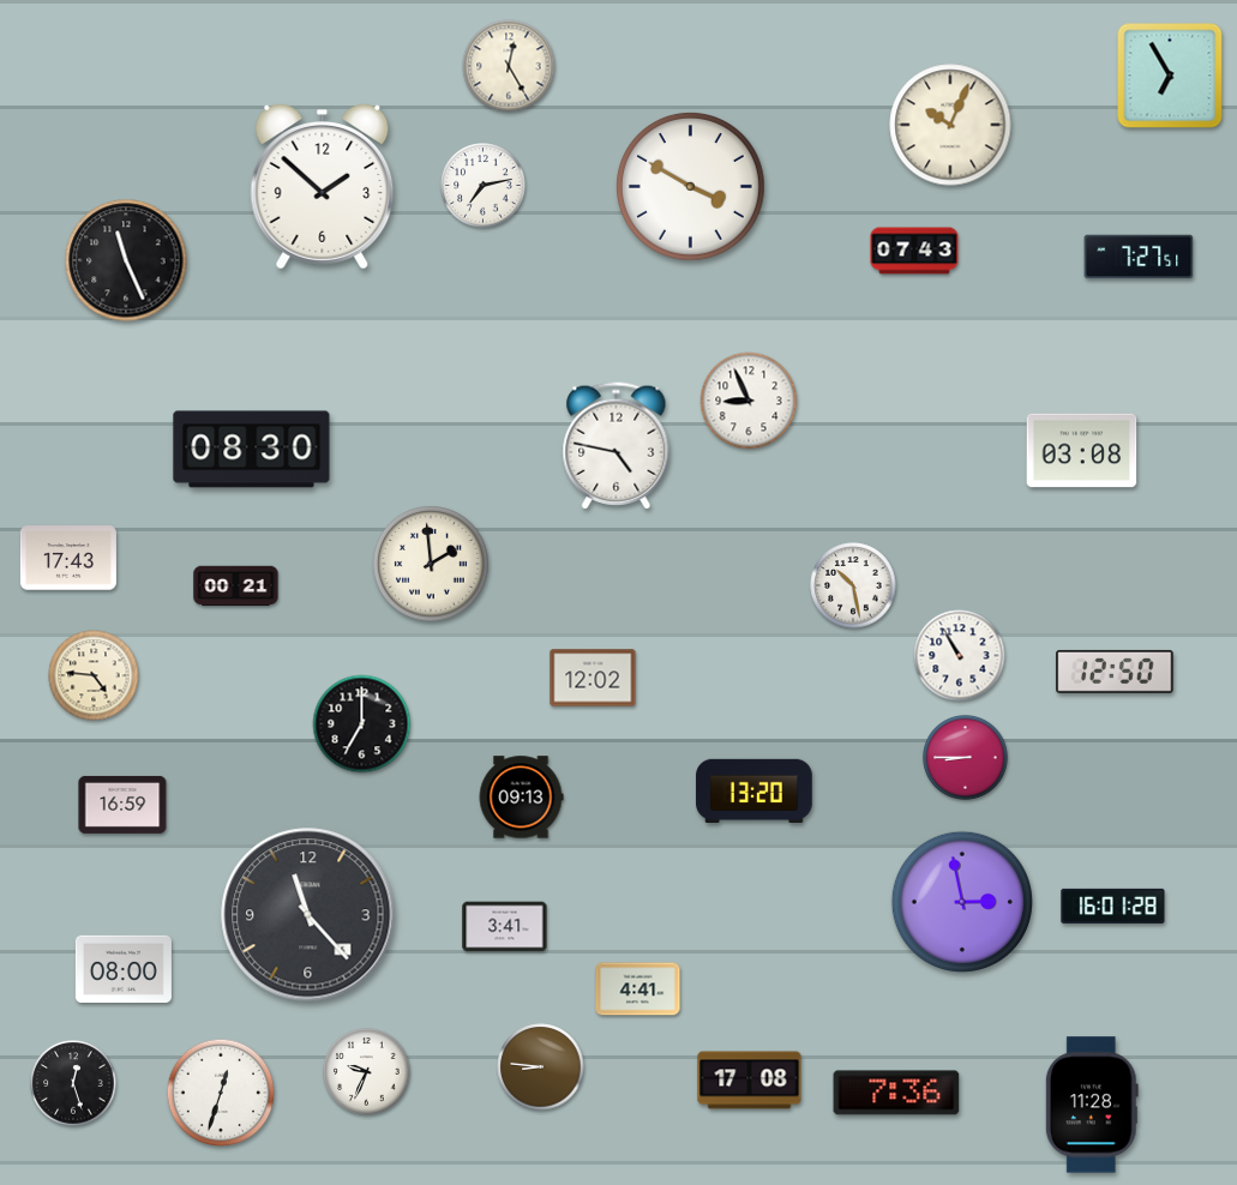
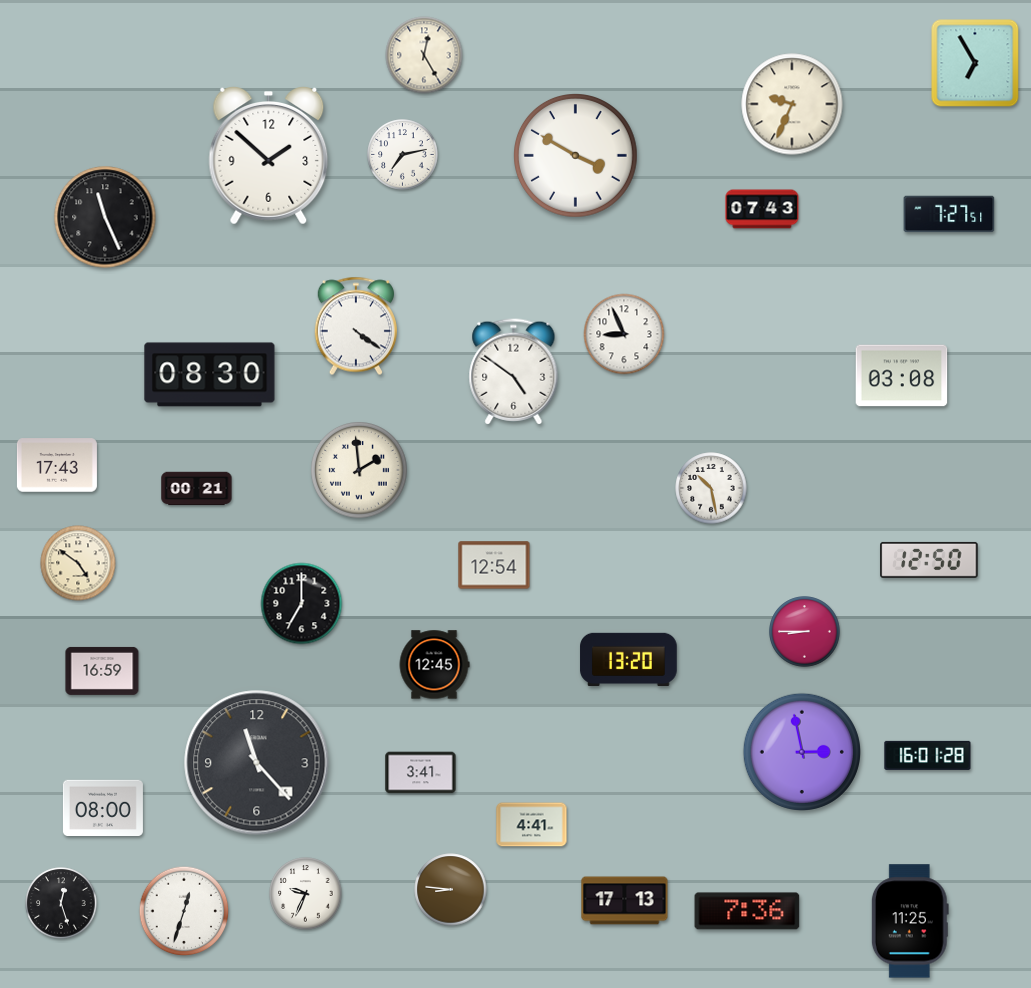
clock at (950, 125): 10:04 -> 9:34
clock at (356, 326): none -> 4:21
clock at (617, 446): 4:47 -> 4:51
clock at (960, 656): 10:55 -> none
clock at (94, 675): 4:46 -> 4:51
clock at (593, 678): 12:02 -> 12:54
clock at (521, 798): 09:13 -> 12:45
clock at (750, 1081): 17:08 -> 17:13
clock at (1092, 1105): 11:28 -> 11:25
